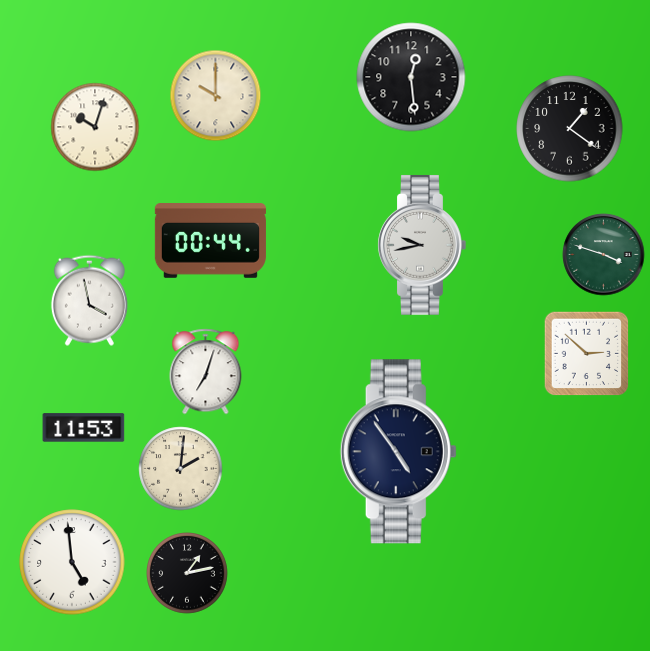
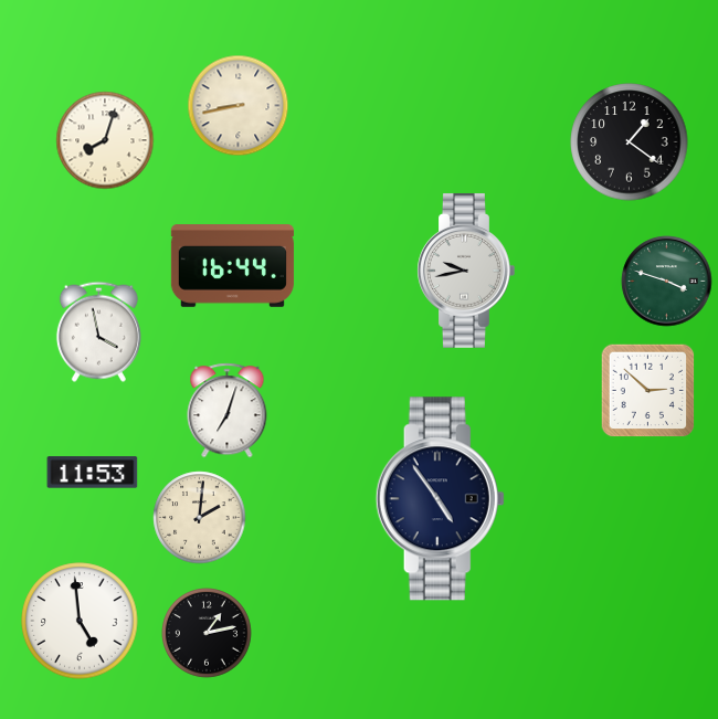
clock at (411, 77): 12:29 -> none
clock at (216, 96): 10:00 -> 8:43
clock at (95, 127): 10:03 -> 8:03
clock at (210, 241): 00:44 -> 16:44
